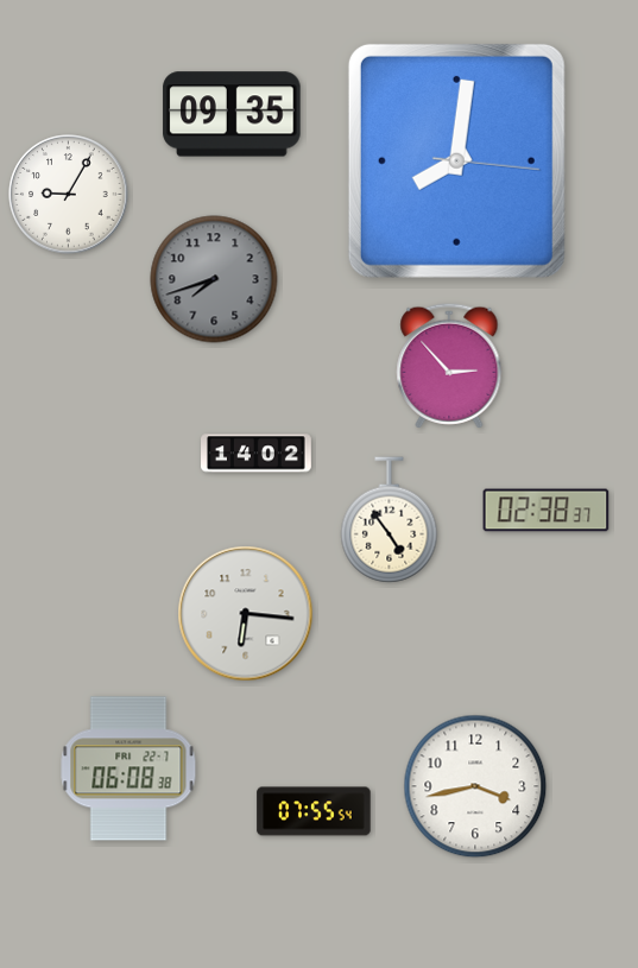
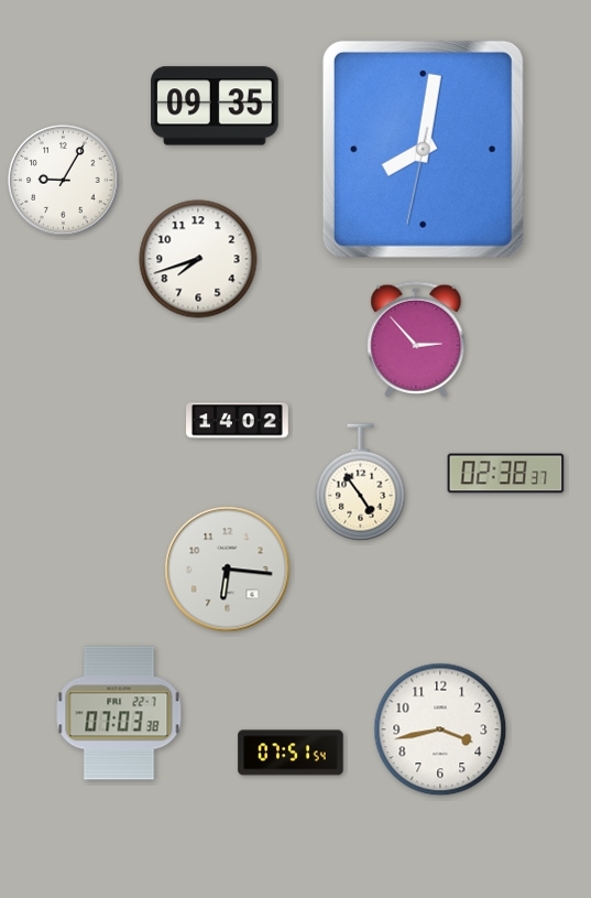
clock at (456, 160): 8:01:16 -> 8:01:32
clock at (214, 279) dial: grey -> white
clock at (128, 768): 06:08 -> 07:03
clock at (314, 811): 07:55 -> 07:51
